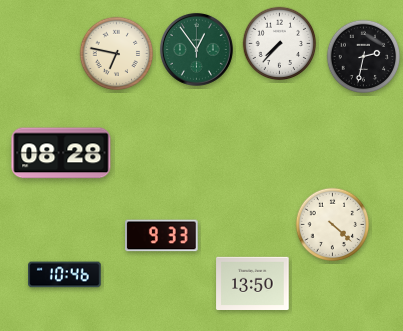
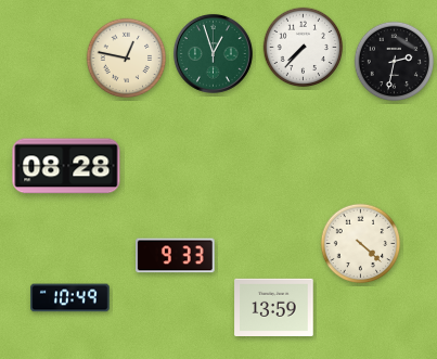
clock at (197, 50): 12:54 -> 12:57
clock at (117, 54): 6:47 -> 12:47
clock at (65, 275): 10:46 -> 10:49
clock at (253, 284): 13:50 -> 13:59
